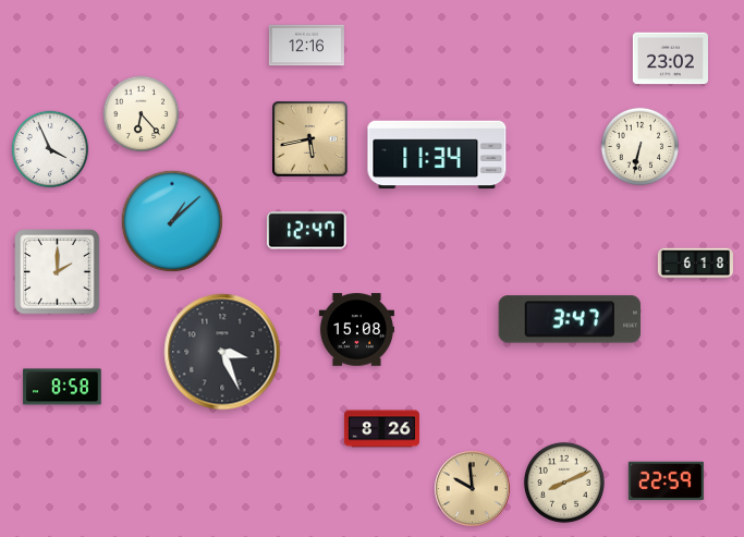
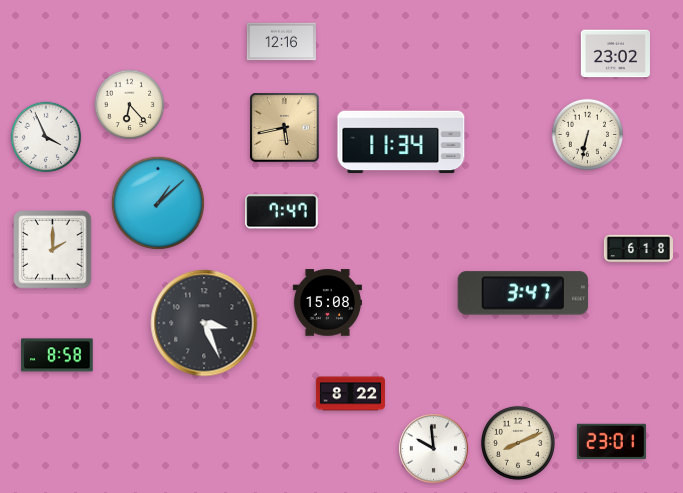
clock at (307, 231): 12:47 -> 7:47
clock at (695, 264) position: (695, 264) -> (638, 249)
clock at (381, 429): 8:26 -> 8:22
clock at (666, 481): 22:59 -> 23:01
clock at (472, 488) dial: champagne -> white
